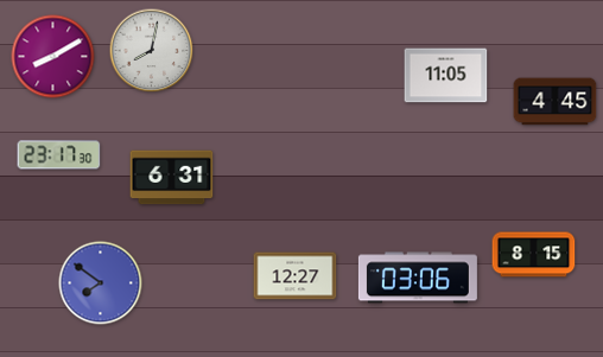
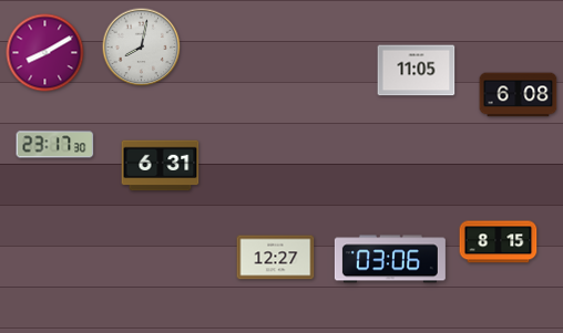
clock at (53, 57) position: (53, 57) -> (45, 53)
clock at (556, 102): 4:45 -> 6:08
clock at (534, 255) position: (534, 255) -> (499, 242)
clock at (101, 283): 7:51 -> none
